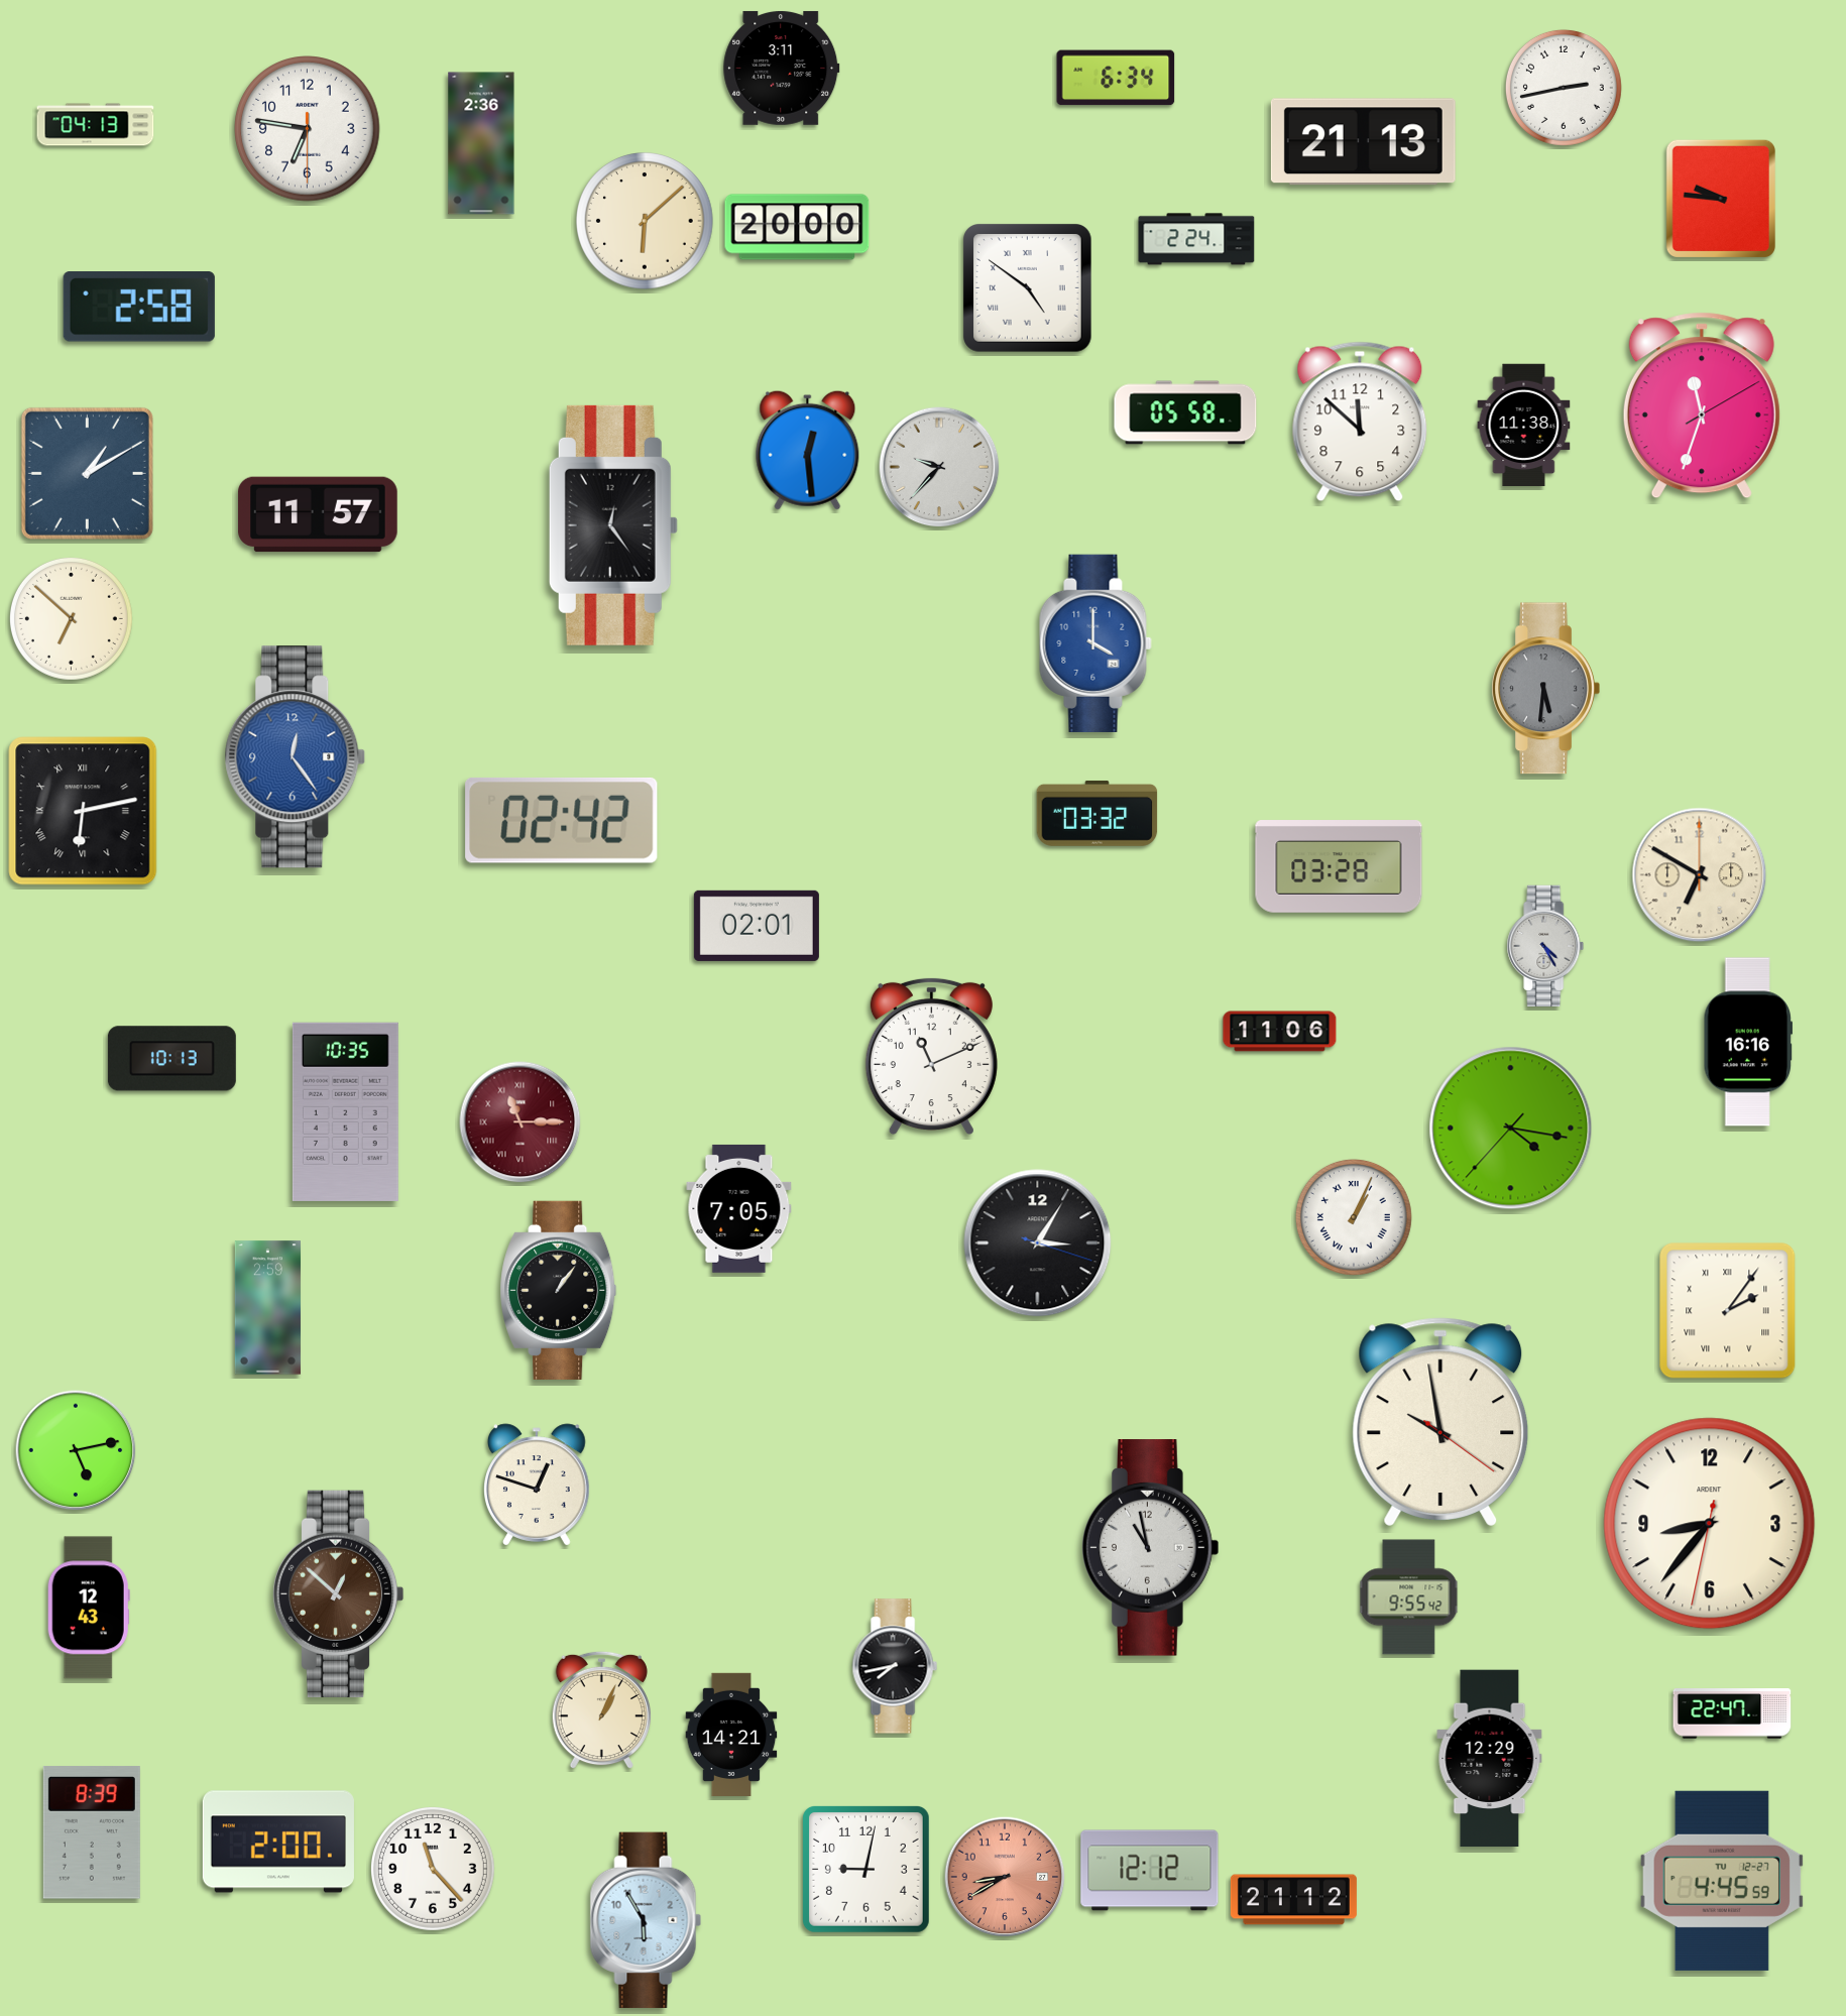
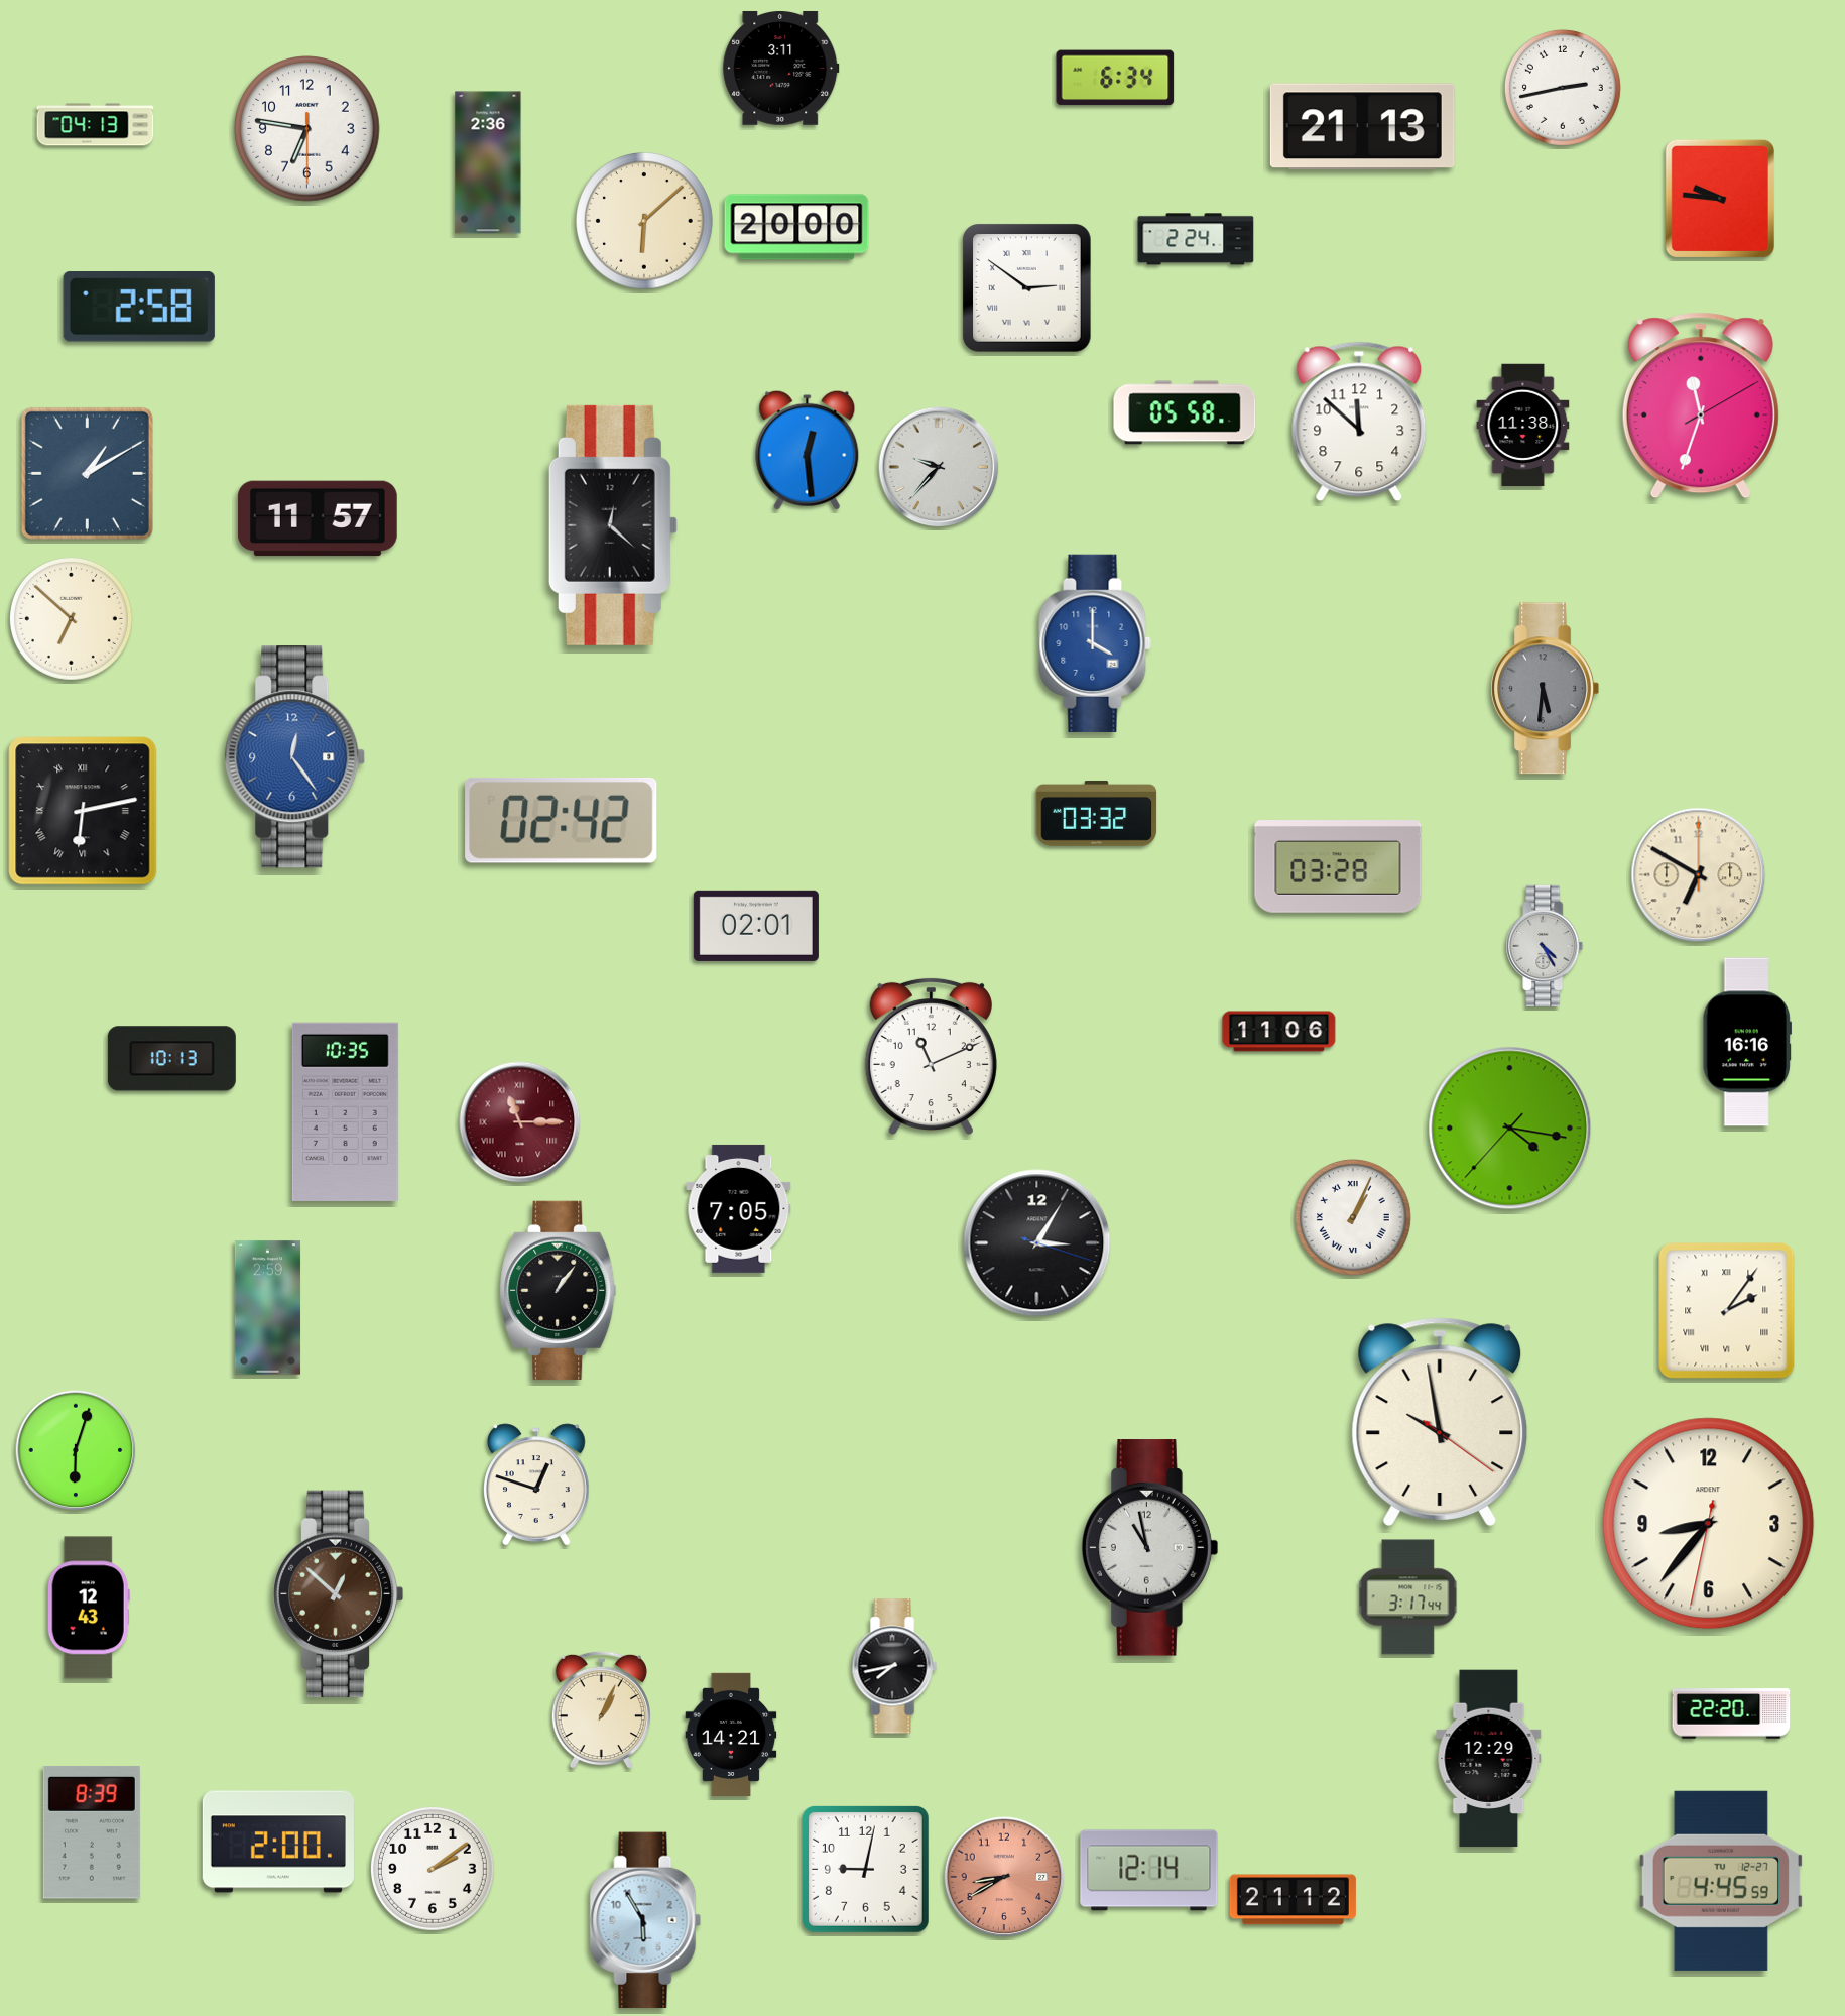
clock at (1363, 142) position: (1363, 142) -> (1362, 127)
clock at (481, 143) position: (481, 143) -> (488, 162)
clock at (1028, 288): 4:51 -> 2:51
clock at (318, 514) position: (318, 514) -> (318, 518)
clock at (613, 525): 12:24 -> 12:22
clock at (76, 1450): 5:13 -> 6:03
clock at (1409, 1597): 9:55 -> 3:17
clock at (1732, 1713): 22:47 -> 22:20
clock at (433, 1869): 11:23 -> 2:09
clock at (1150, 1871): 12:12 -> 12:14
